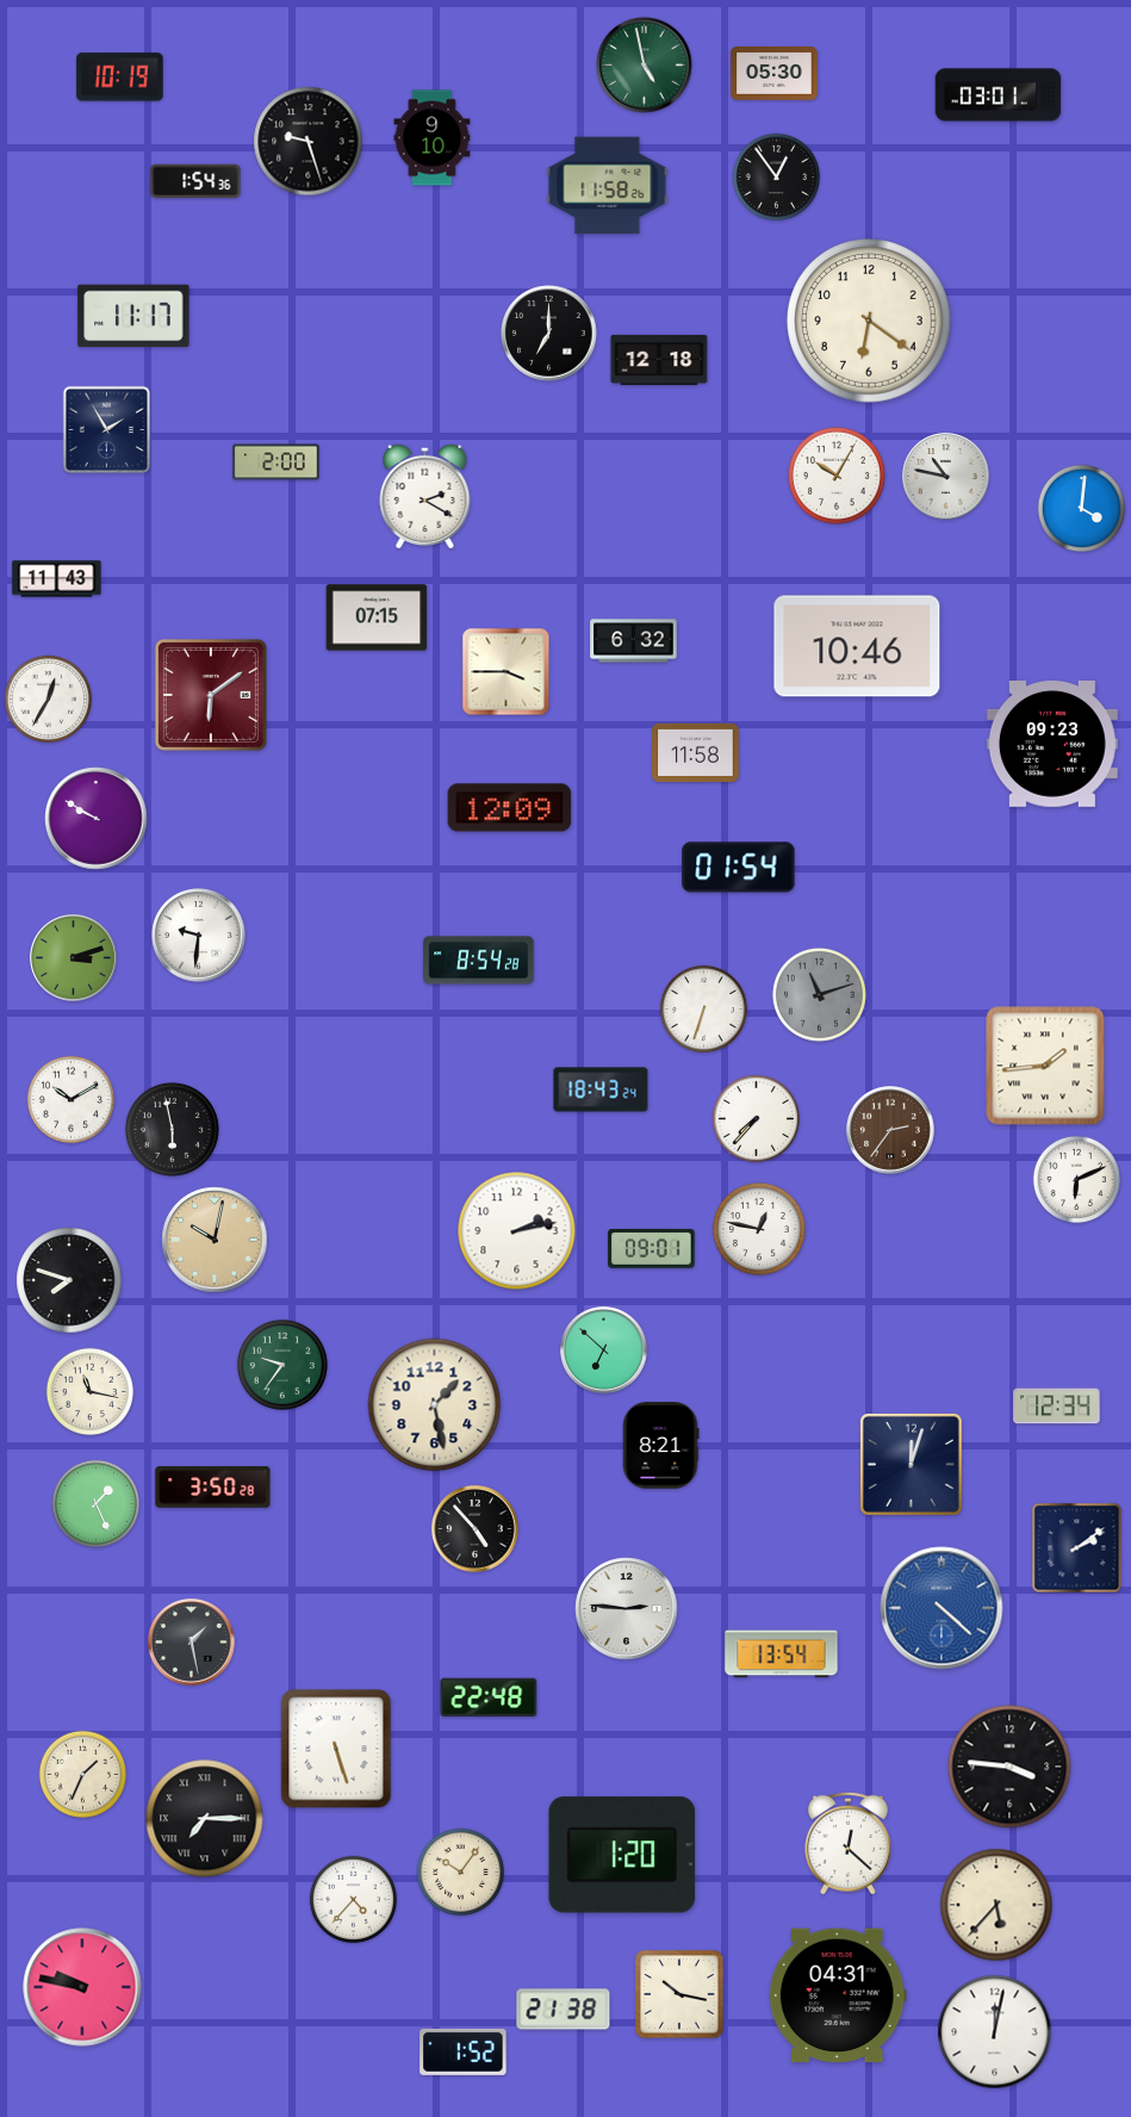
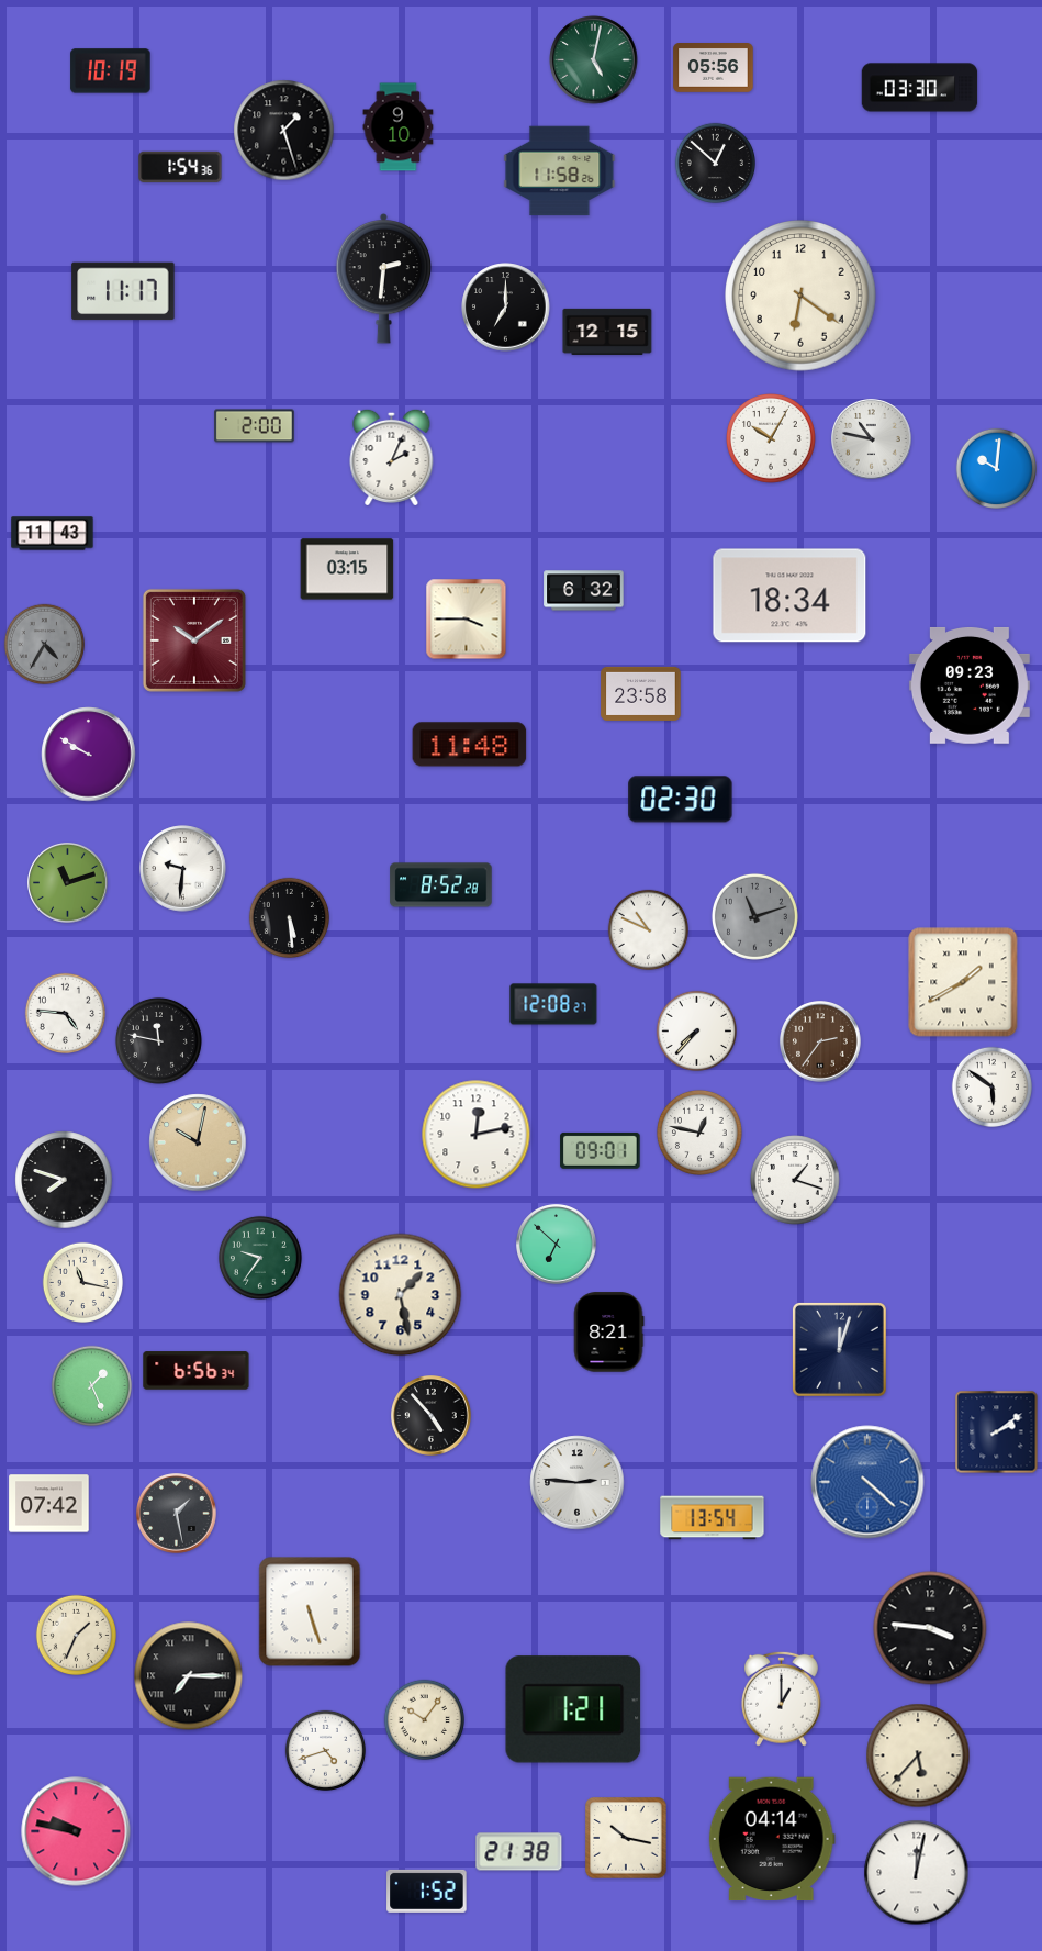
clock at (645, 66): 4:58 -> 5:02
clock at (775, 74): 05:30 -> 05:56
clock at (999, 95): 03:01 -> 03:30
clock at (309, 142): 9:27 -> 1:27
clock at (776, 176): 12:54 -> 12:52
clock at (384, 278): none -> 2:31
clock at (659, 360): 12:18 -> 12:15
clock at (107, 430): 1:55 -> none
clock at (425, 495): 2:20 -> 2:04
clock at (1081, 508): 4:01 -> 10:01
clock at (377, 617): 07:15 -> 03:15
clock at (857, 646): 10:46 -> 18:34
clock at (211, 695): 6:09 -> 10:09
clock at (48, 699): 12:35 -> 4:35
clock at (48, 699) dial: white -> grey
clock at (696, 752): 11:58 -> 23:58
clock at (510, 808): 12:09 -> 11:48
clock at (739, 868): 01:54 -> 02:30
clock at (199, 936) position: (199, 936) -> (183, 869)
clock at (74, 958): 3:12 -> 11:12
clock at (479, 961): 8:54 -> 8:52
clock at (289, 917): none -> 5:29
clock at (703, 1008): 6:33 -> 10:49
clock at (1045, 1066): 1:44 -> 1:40
clock at (601, 1089): 18:43 -> 12:08
clock at (70, 1099): 10:10 -> 4:46
clock at (172, 1129): 5:58 -> 11:47
clock at (1076, 1179): 6:11 -> 5:51
clock at (517, 1231): 2:13 -> 12:13
clock at (796, 1181): none -> 1:18
clock at (1057, 1407): 12:34 -> none
clock at (213, 1488): 3:50 -> 6:56
clock at (95, 1503) position: (95, 1503) -> (91, 1385)
clock at (476, 1529) position: (476, 1529) -> (432, 1416)
clock at (1077, 1548) position: (1077, 1548) -> (997, 1432)
clock at (49, 1504): none -> 07:42
clock at (782, 1655) position: (782, 1655) -> (713, 1518)
clock at (489, 1697): 22:48 -> none
clock at (849, 1843): 12:22 -> 1:00
clock at (622, 1855): 1:20 -> 1:21
clock at (460, 1871) position: (460, 1871) -> (424, 1719)
clock at (353, 1899): 4:37 -> 4:42
clock at (838, 1995): 04:31 -> 04:14
